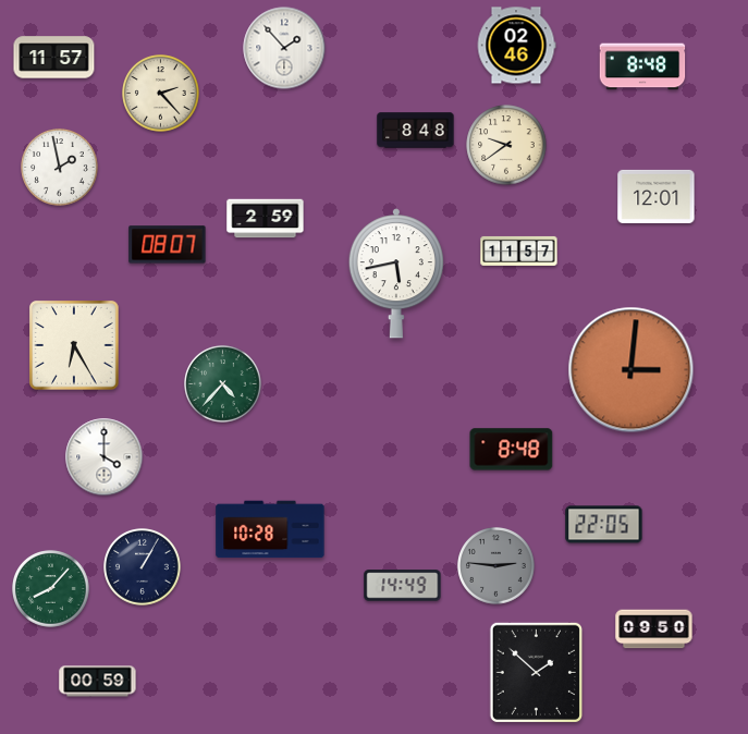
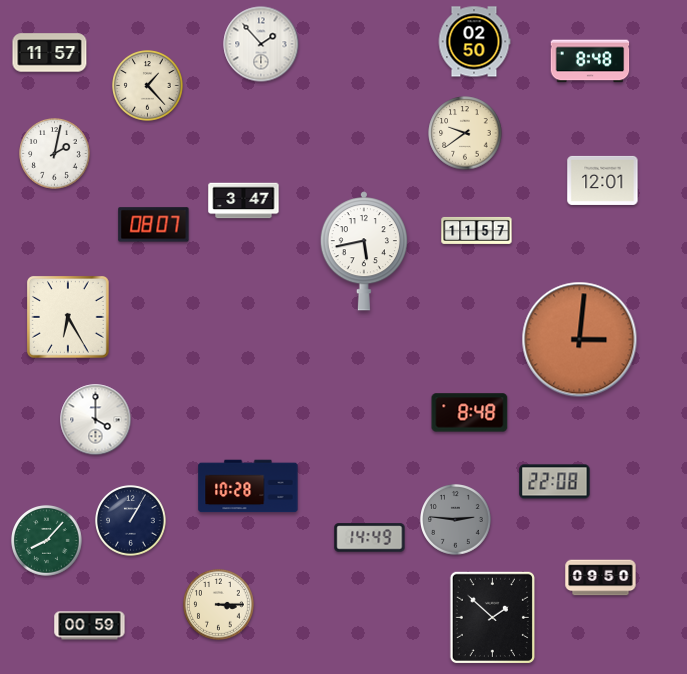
clock at (516, 46): 02:46 -> 02:50
clock at (161, 94): 2:23 -> 1:23
clock at (416, 131): 8:48 -> none
clock at (60, 168): 1:58 -> 2:02
clock at (266, 219): 2:59 -> 3:47
clock at (223, 384): 4:37 -> none
clock at (604, 525): 22:05 -> 22:08
clock at (219, 605): none -> 3:15
